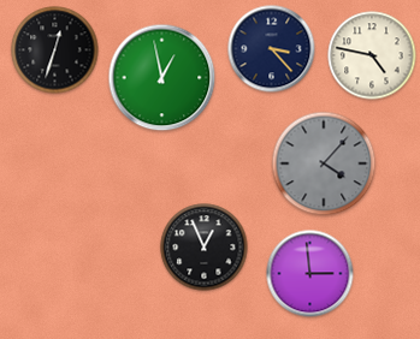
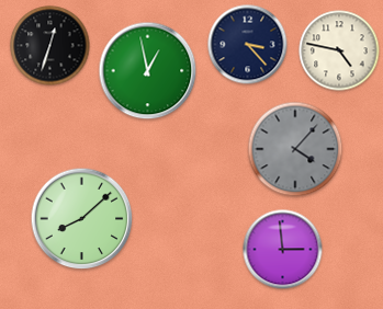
clock at (82, 219): none -> 8:08
clock at (205, 248): 12:56 -> none
